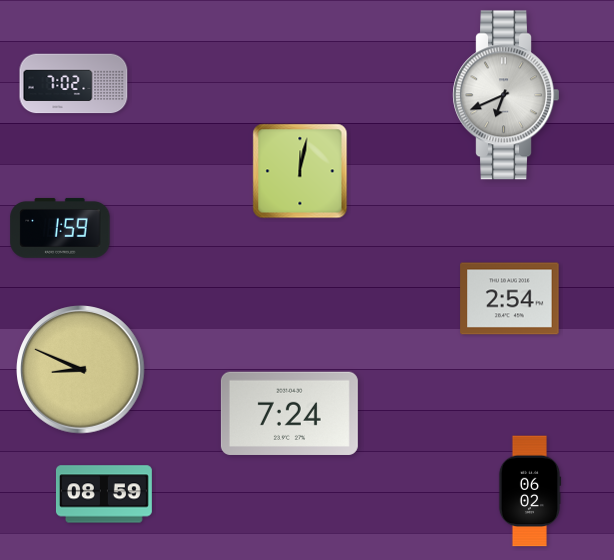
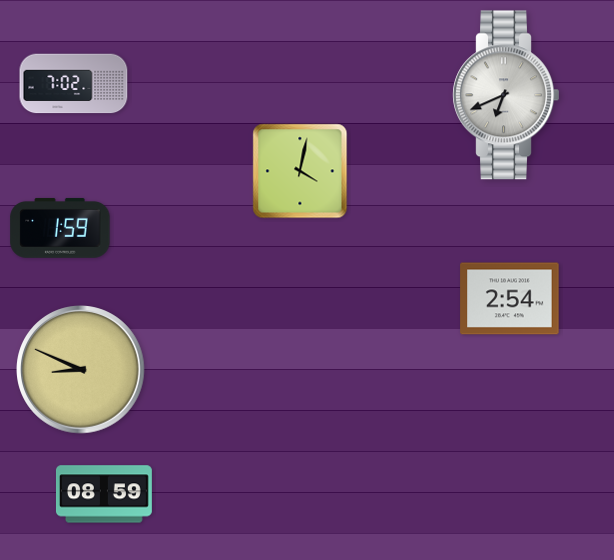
clock at (300, 171): 12:02 -> 4:02
clock at (289, 413): 7:24 -> none
clock at (530, 491): 06:02 -> none
